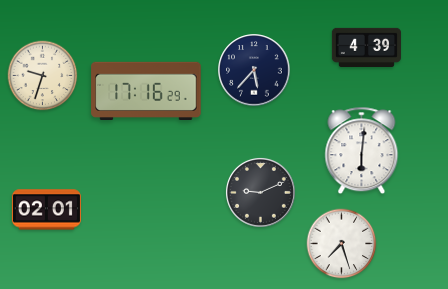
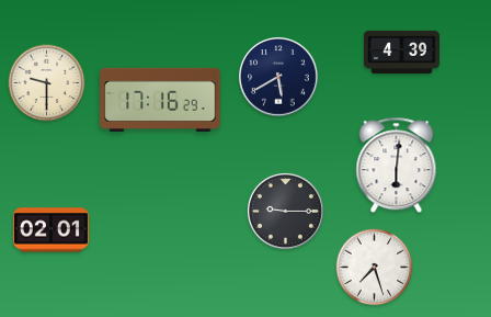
clock at (254, 70): 5:37 -> 5:40
clock at (43, 76): 9:33 -> 9:30
clock at (260, 192): 9:11 -> 9:15
